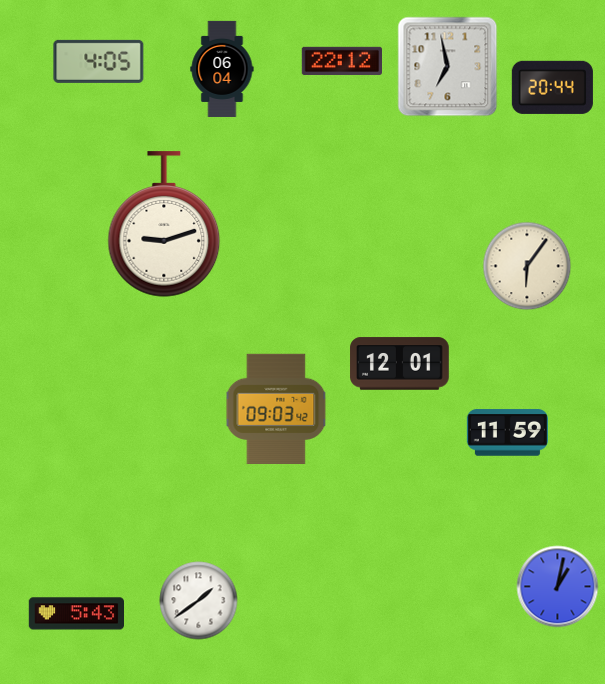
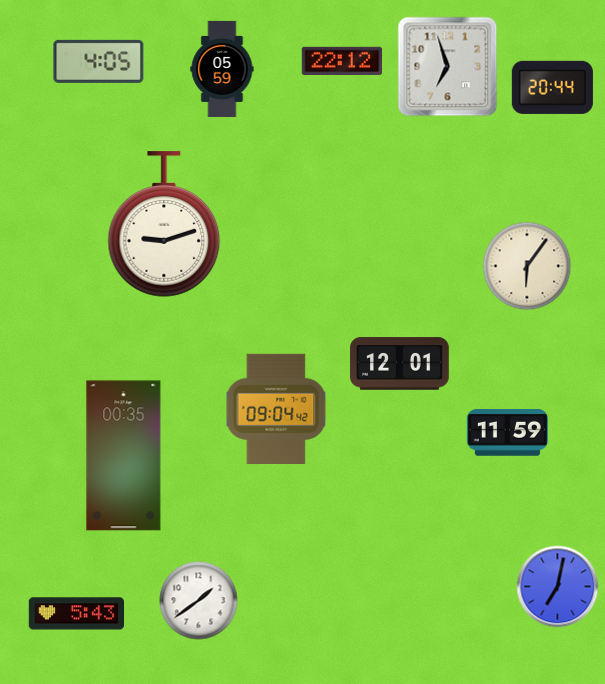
clock at (448, 67): 6:58 -> 6:57
clock at (222, 69): 06:04 -> 05:59
clock at (276, 408): 09:03 -> 09:04
clock at (124, 456): none -> 00:35
clock at (558, 587): 1:02 -> 7:02
